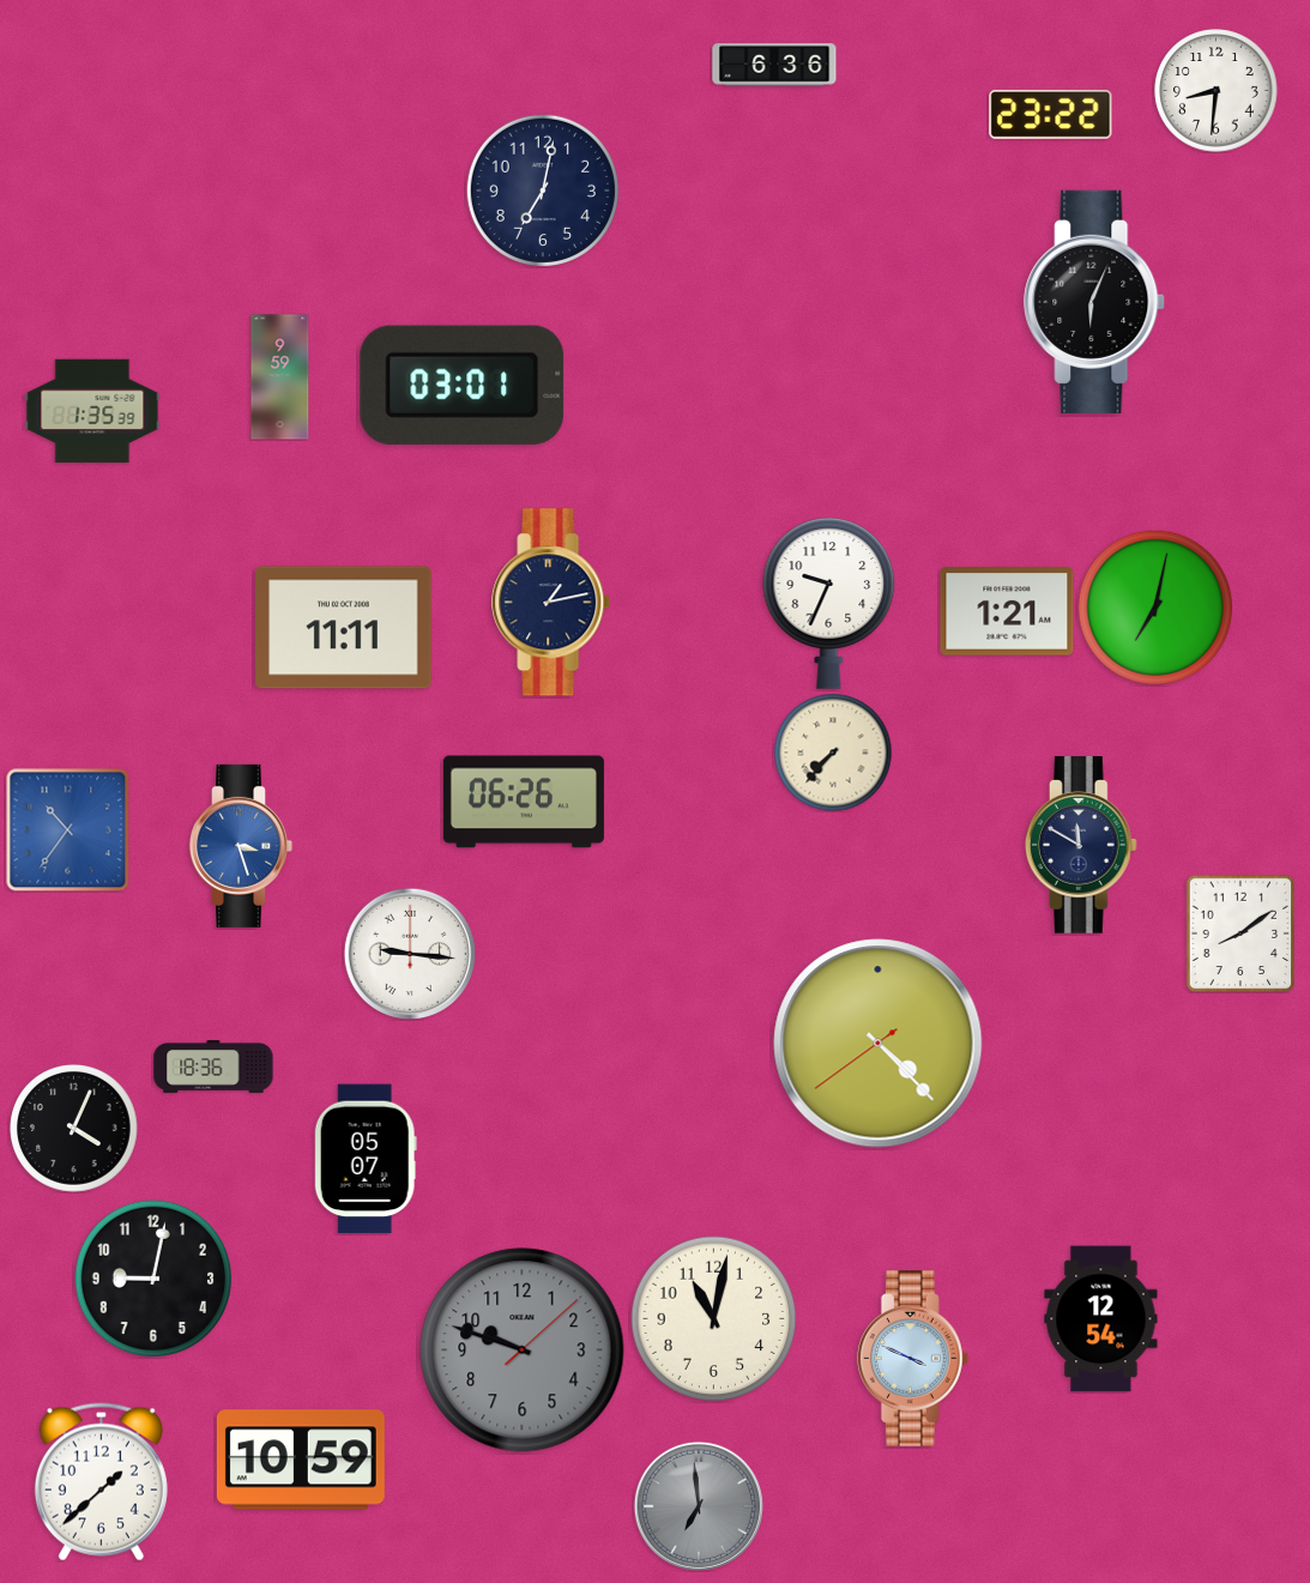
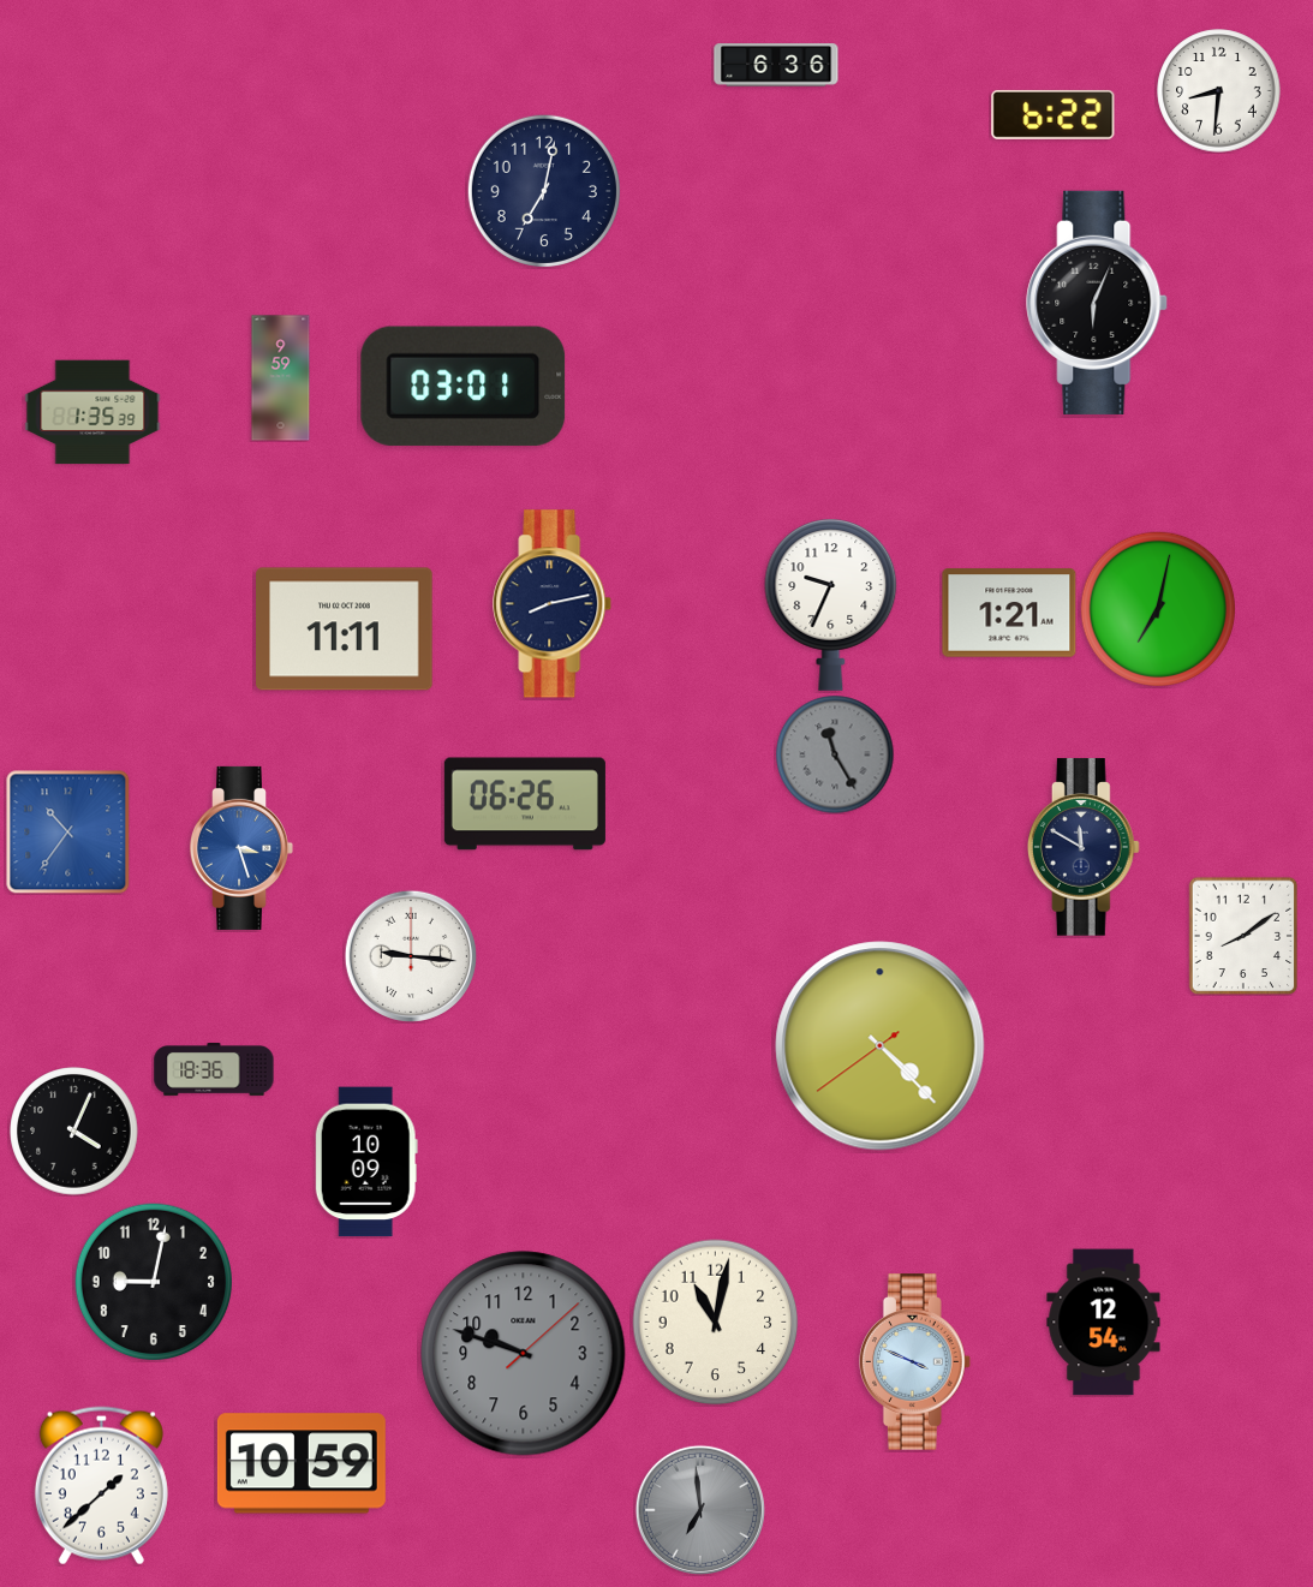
clock at (1051, 114): 23:22 -> 6:22
clock at (551, 603): 1:13 -> 8:13
clock at (833, 753): 7:37 -> 11:25
clock at (833, 753) dial: cream -> grey
clock at (366, 1159): 05:07 -> 10:09
